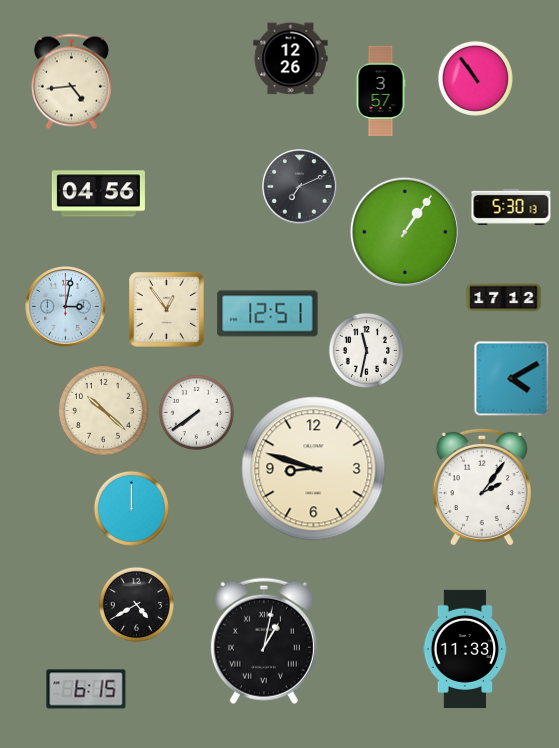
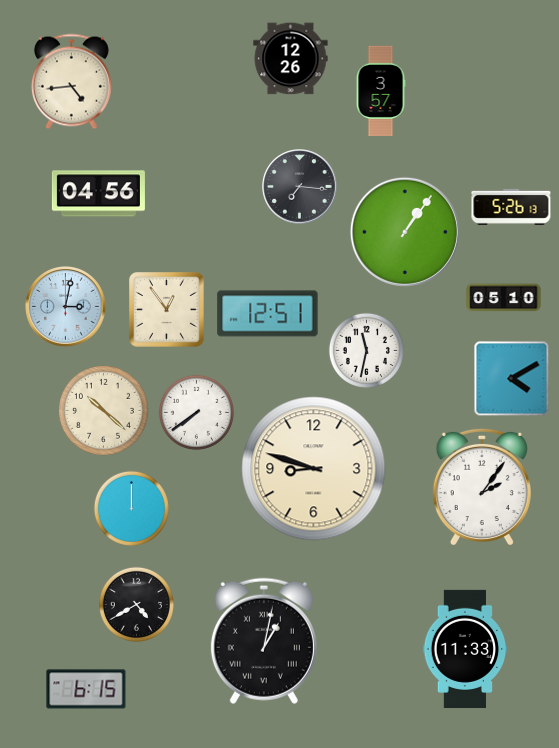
clock at (475, 78): 10:54 -> none
clock at (300, 187): 7:11 -> 7:16
clock at (511, 207): 5:30 -> 5:26
clock at (504, 298): 17:12 -> 05:10
